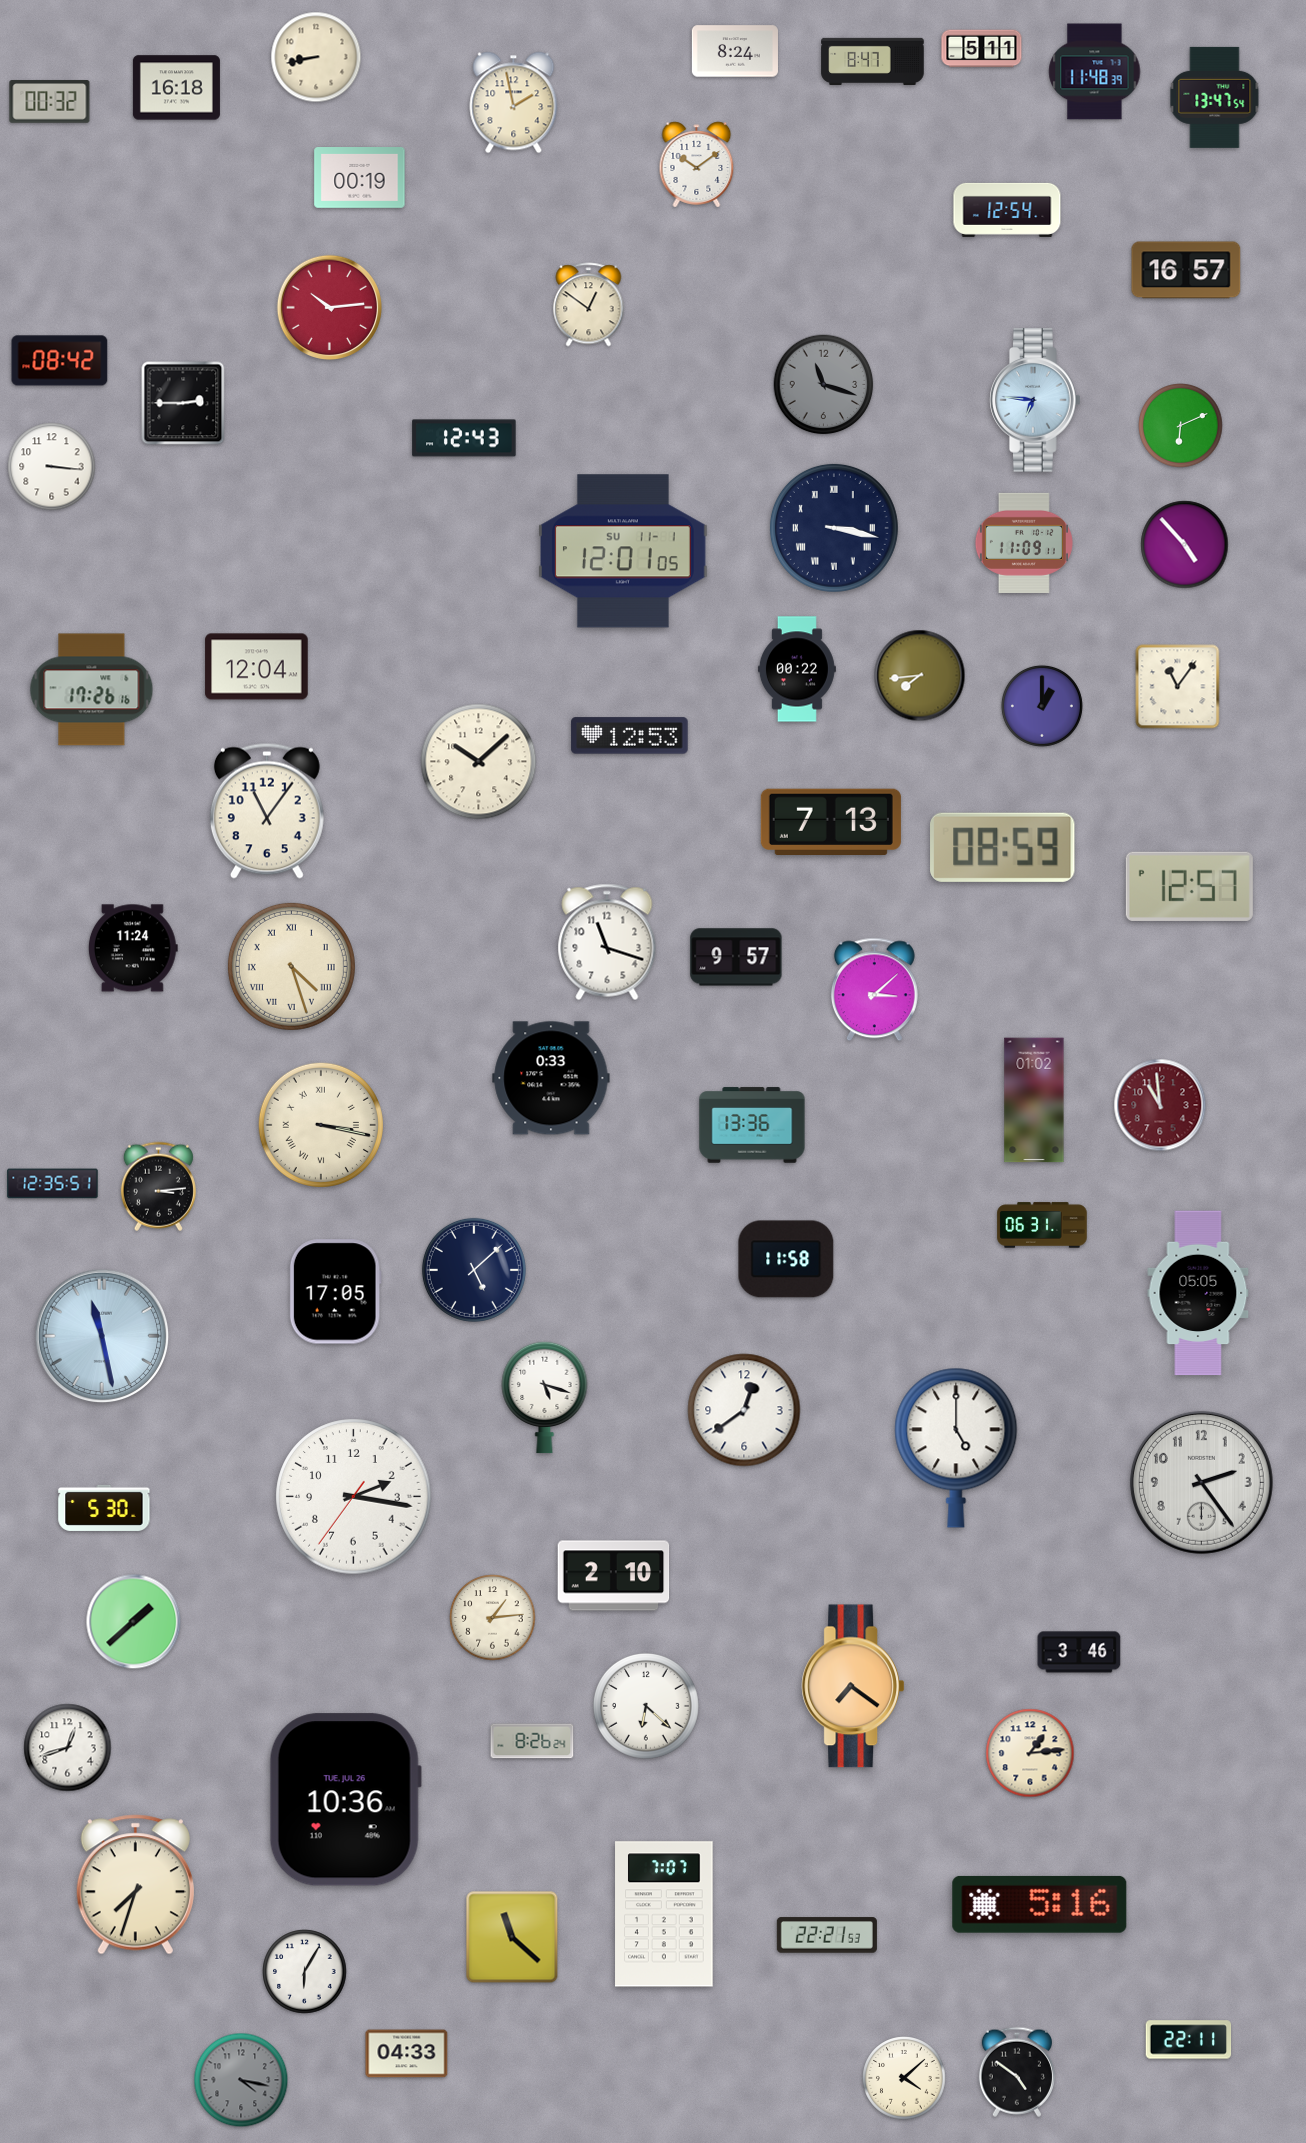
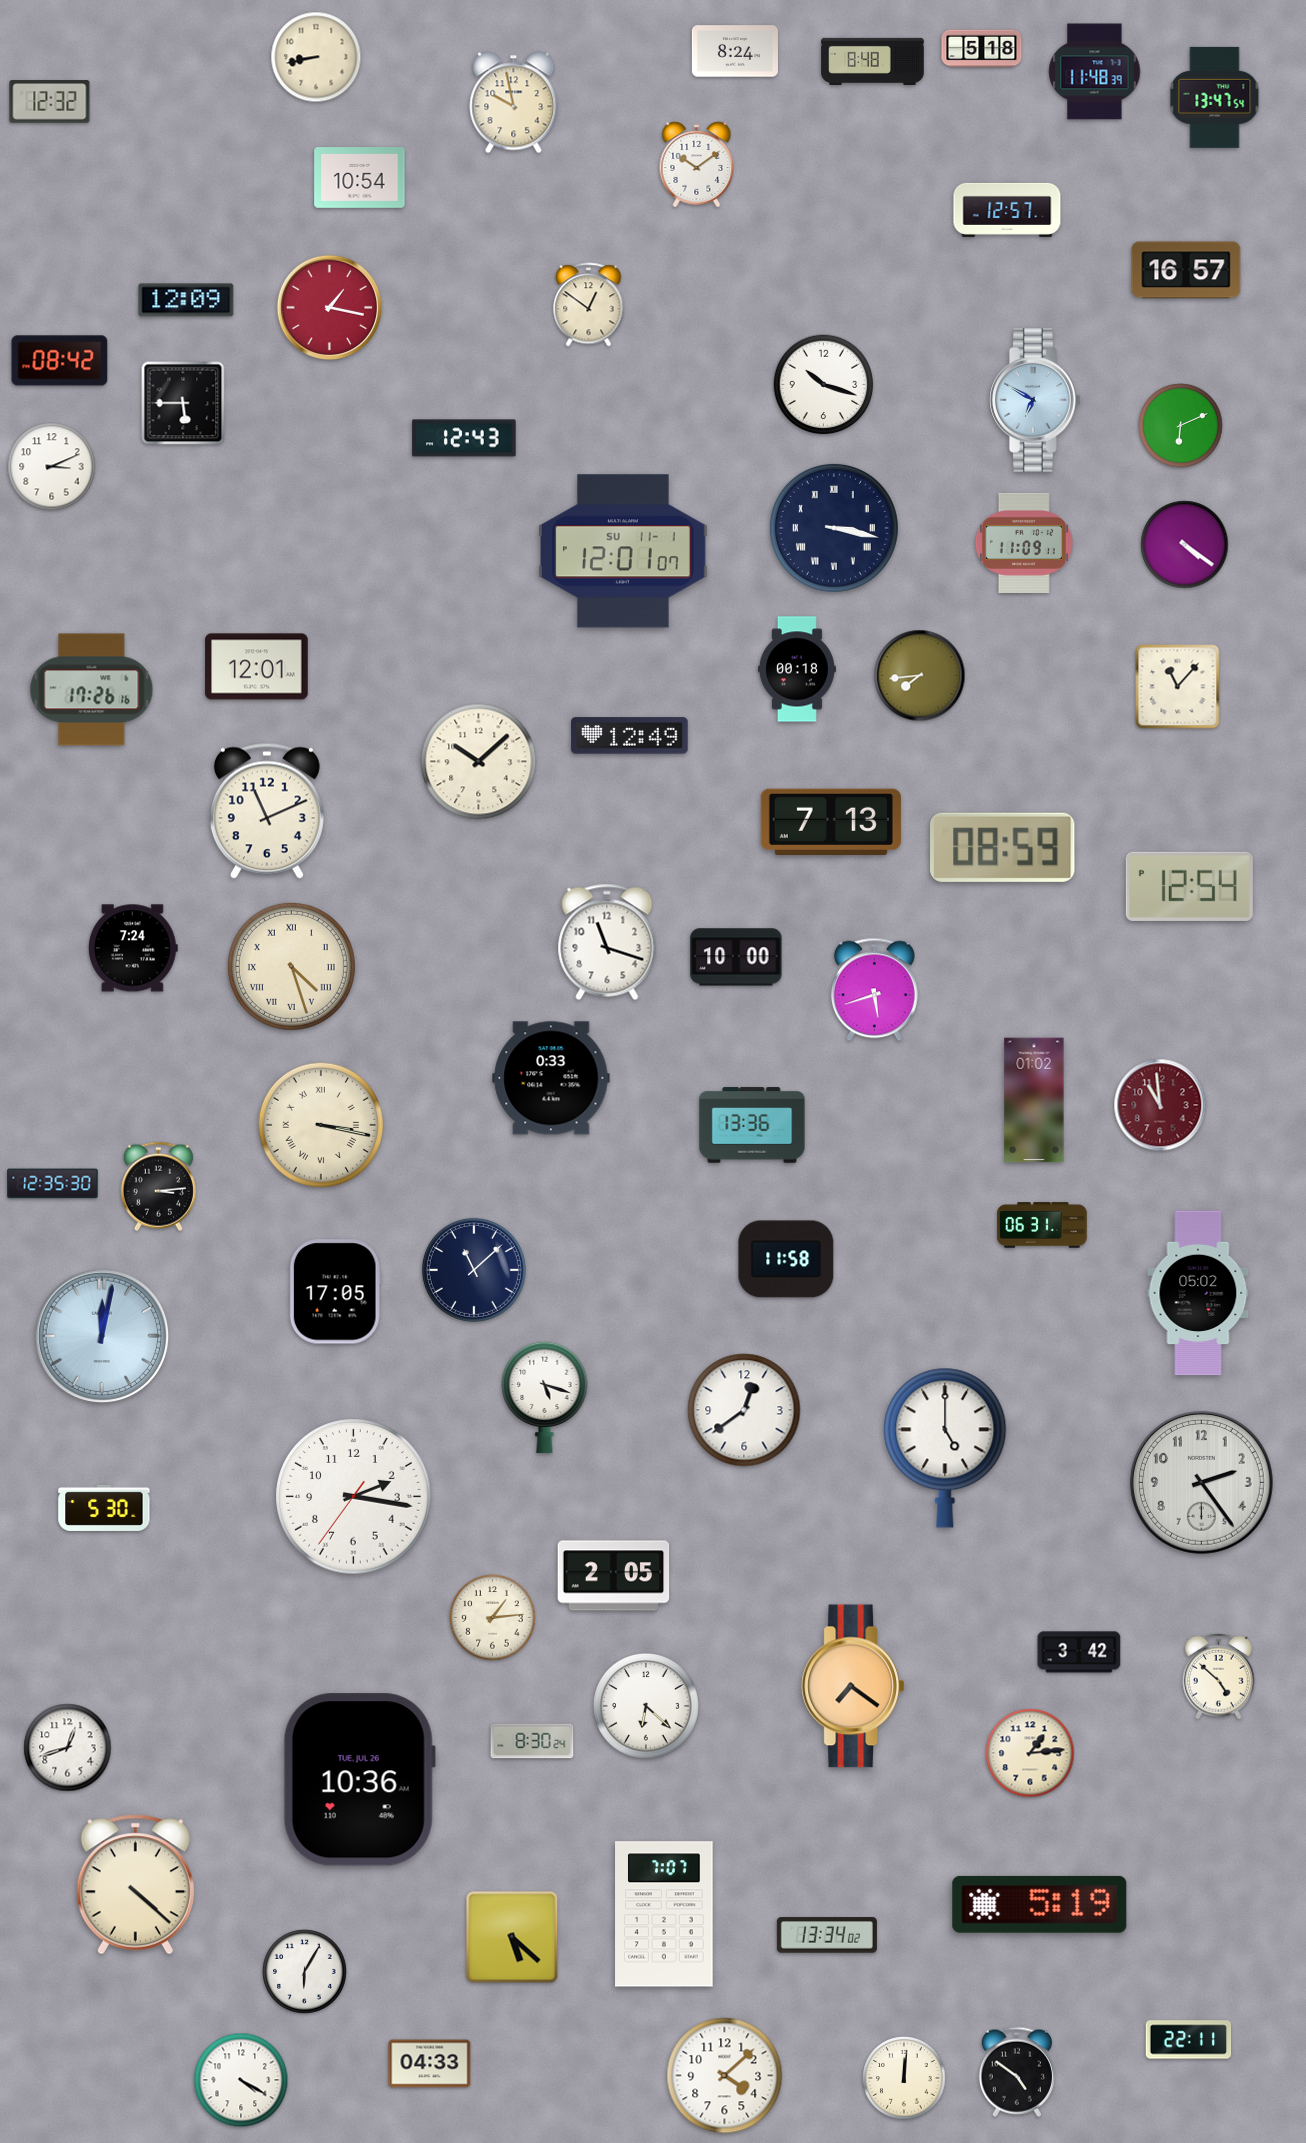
clock at (982, 49): 5:11 -> 5:18
clock at (873, 61): 8:47 -> 8:48
clock at (176, 88): 16:18 -> none
clock at (50, 102): 00:32 -> 12:32
clock at (514, 103): 1:58 -> 9:58
clock at (360, 178): 00:19 -> 10:54
clock at (1007, 210): 12:54 -> 12:57
clock at (186, 300): none -> 12:09
clock at (329, 307): 10:14 -> 1:17
clock at (824, 385): 11:18 -> 10:18
clock at (824, 385) dial: grey -> white
clock at (1035, 400): 6:46 -> 6:50
clock at (183, 403): 2:45 -> 5:45
clock at (52, 467): 3:16 -> 3:11
clock at (1185, 545): 4:53 -> 4:21
clock at (624, 551): 12:01:05 -> 12:01:07
clock at (257, 667): 12:04 -> 12:01
clock at (797, 669): 00:22 -> 00:18
clock at (1178, 687): 11:06 -> 11:07
clock at (1042, 706): 1:00 -> none
clock at (630, 736): 12:53 -> 12:49
clock at (267, 811): 11:06 -> 11:11
clock at (1189, 886): 12:57 -> 12:54
clock at (133, 948): 11:24 -> 7:24
clock at (736, 957): 9:57 -> 10:00
clock at (874, 990): 3:08 -> 5:42
clock at (53, 1184): 12:35:51 -> 12:35:30
clock at (474, 1270): 5:08 -> 11:08
clock at (1198, 1293): 05:05 -> 05:02
clock at (102, 1336): 11:28 -> 12:02
clock at (956, 1448) position: (956, 1448) -> (945, 1448)
clock at (614, 1576): 2:10 -> 2:05
clock at (134, 1622): 1:38 -> none
clock at (1079, 1652): 3:46 -> 3:42
clock at (1219, 1676): none -> 4:52
clock at (532, 1741): 8:26 -> 8:30
clock at (345, 1800) position: (345, 1800) -> (359, 1780)
clock at (135, 1885): 7:33 -> 4:22
clock at (1040, 1904): 5:16 -> 5:19
clock at (827, 1935): 22:21 -> 13:34
clock at (512, 1937): 11:22 -> 5:22
clock at (407, 2054) position: (407, 2054) -> (430, 2064)
clock at (725, 2076): none -> 4:08
clock at (905, 2079): 4:08 -> 12:01
clock at (241, 2080): 4:17 -> 4:20
clock at (241, 2080) dial: grey -> white
